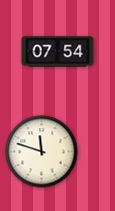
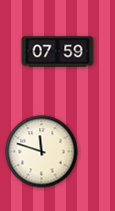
clock at (58, 52): 07:54 -> 07:59
